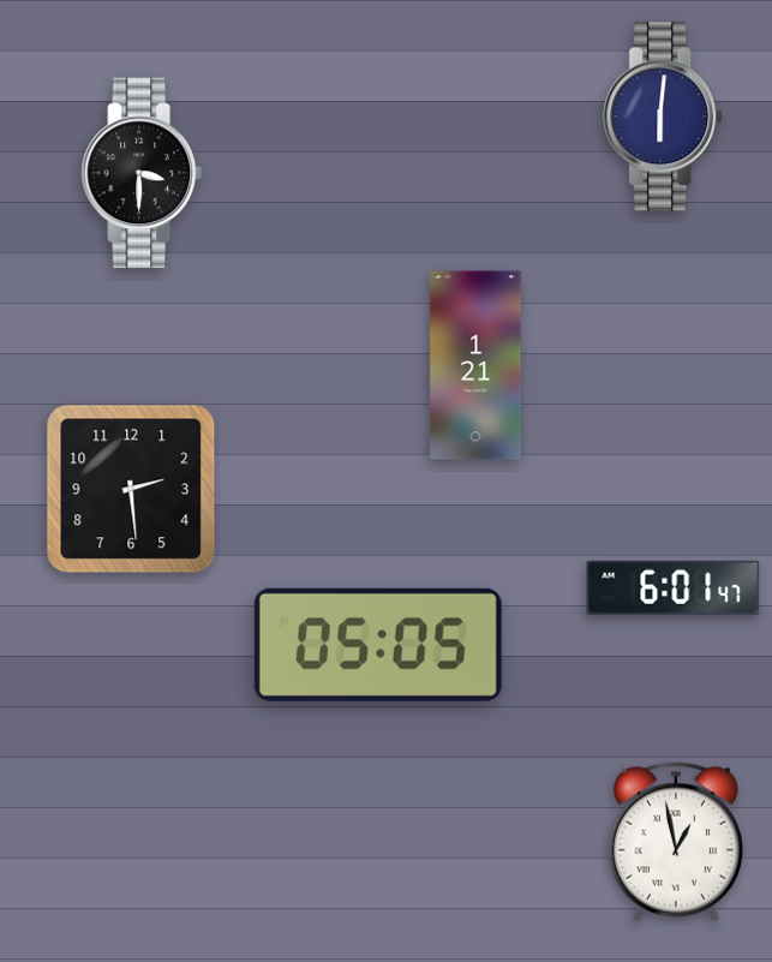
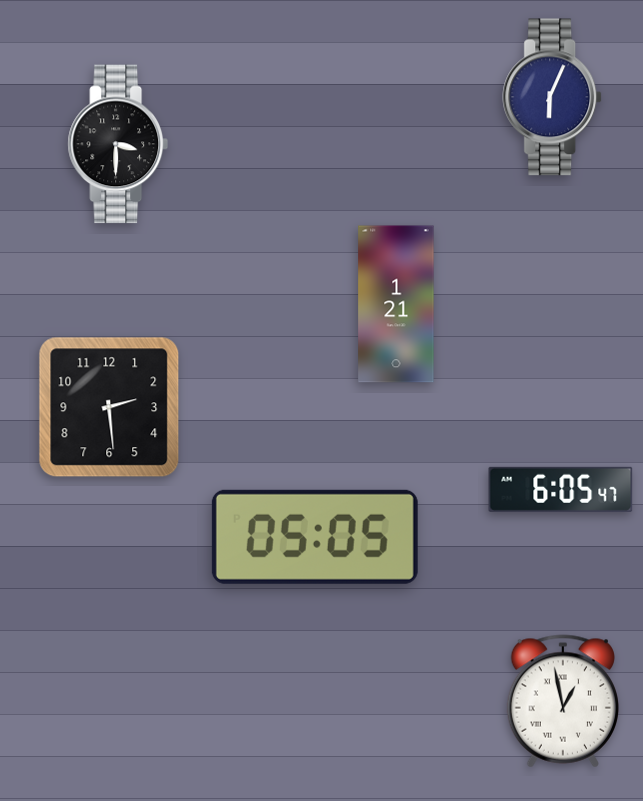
clock at (664, 116): 6:01 -> 6:04
clock at (674, 587): 6:01 -> 6:05
